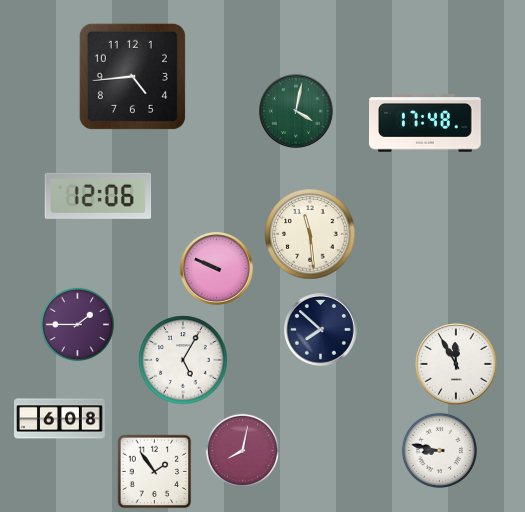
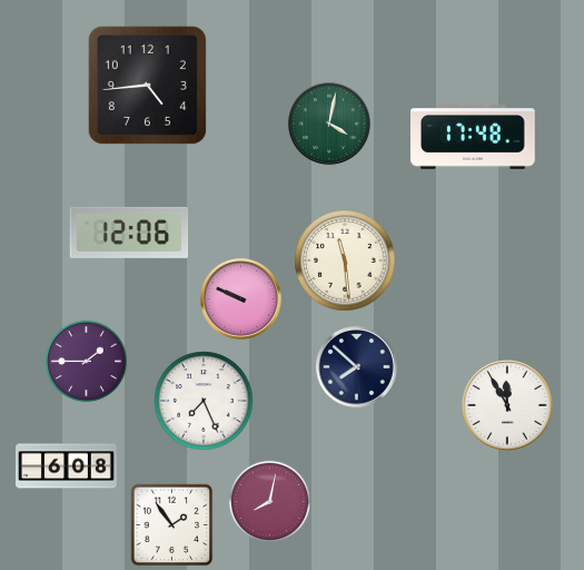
clock at (98, 196) position: (98, 196) -> (129, 233)
clock at (183, 360): 5:05 -> 7:26
clock at (439, 450): 8:47 -> none
